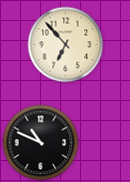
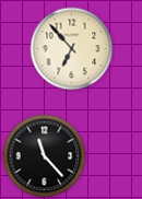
clock at (41, 143): 10:49 -> 11:23
